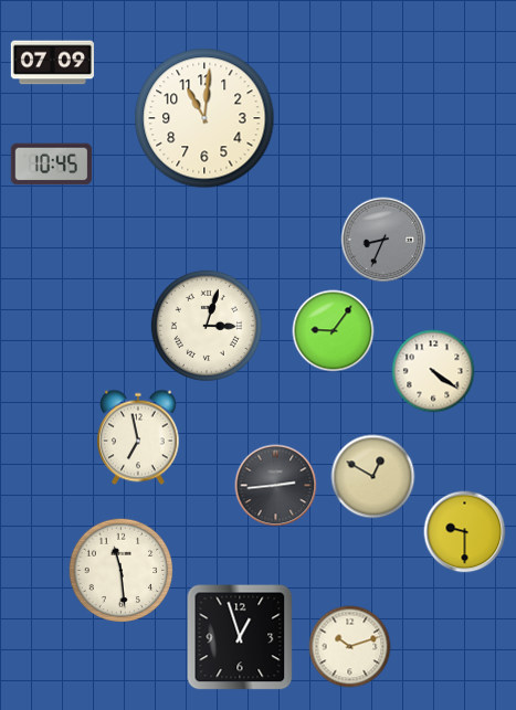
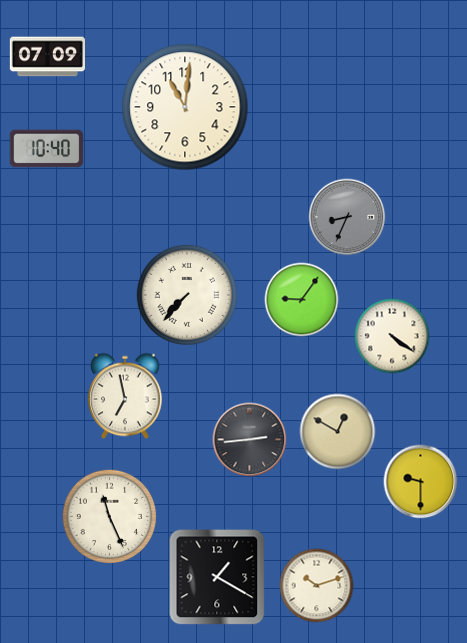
clock at (52, 165): 10:45 -> 10:40
clock at (207, 326): 3:03 -> 7:37
clock at (122, 571): 11:29 -> 11:26
clock at (240, 637): 12:57 -> 1:20
